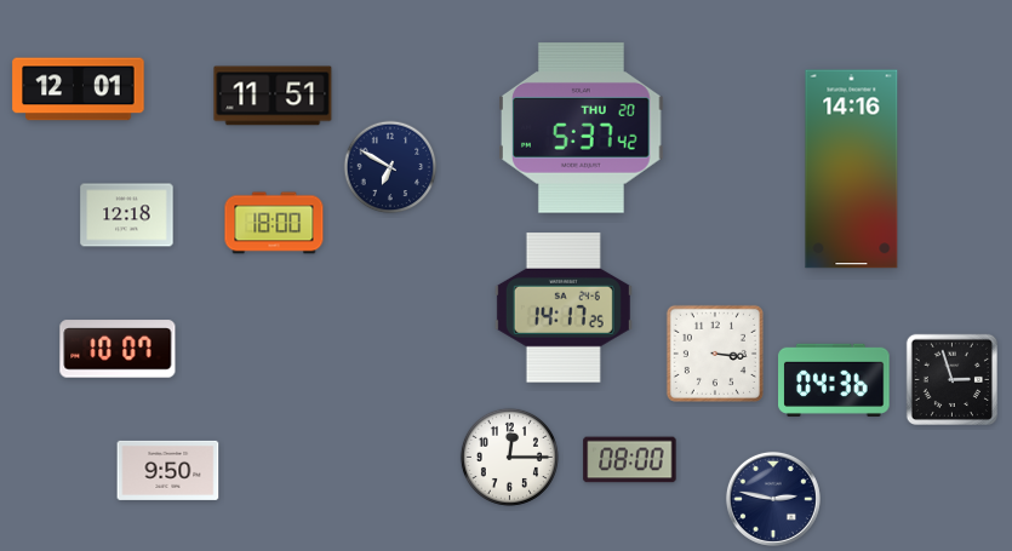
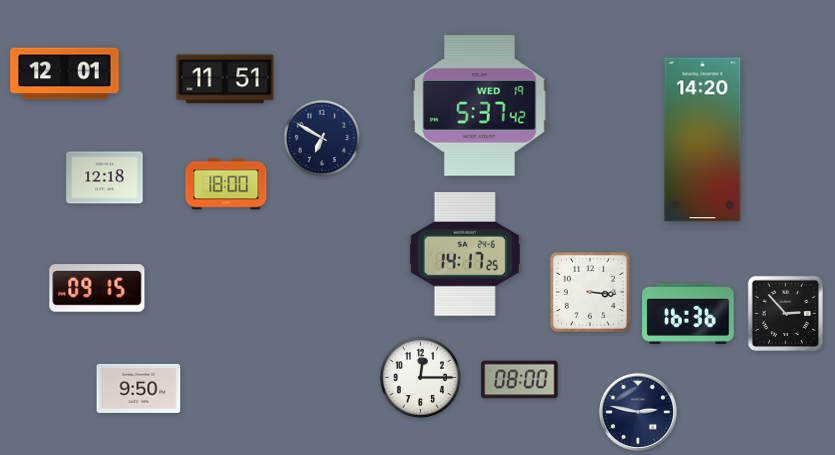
clock at (582, 128) date: THU 20 -> WED 19
clock at (852, 170): 14:16 -> 14:20
clock at (118, 349): 10:07 -> 09:15
clock at (951, 379): 2:57 -> 2:53
clock at (834, 380): 04:36 -> 16:36
